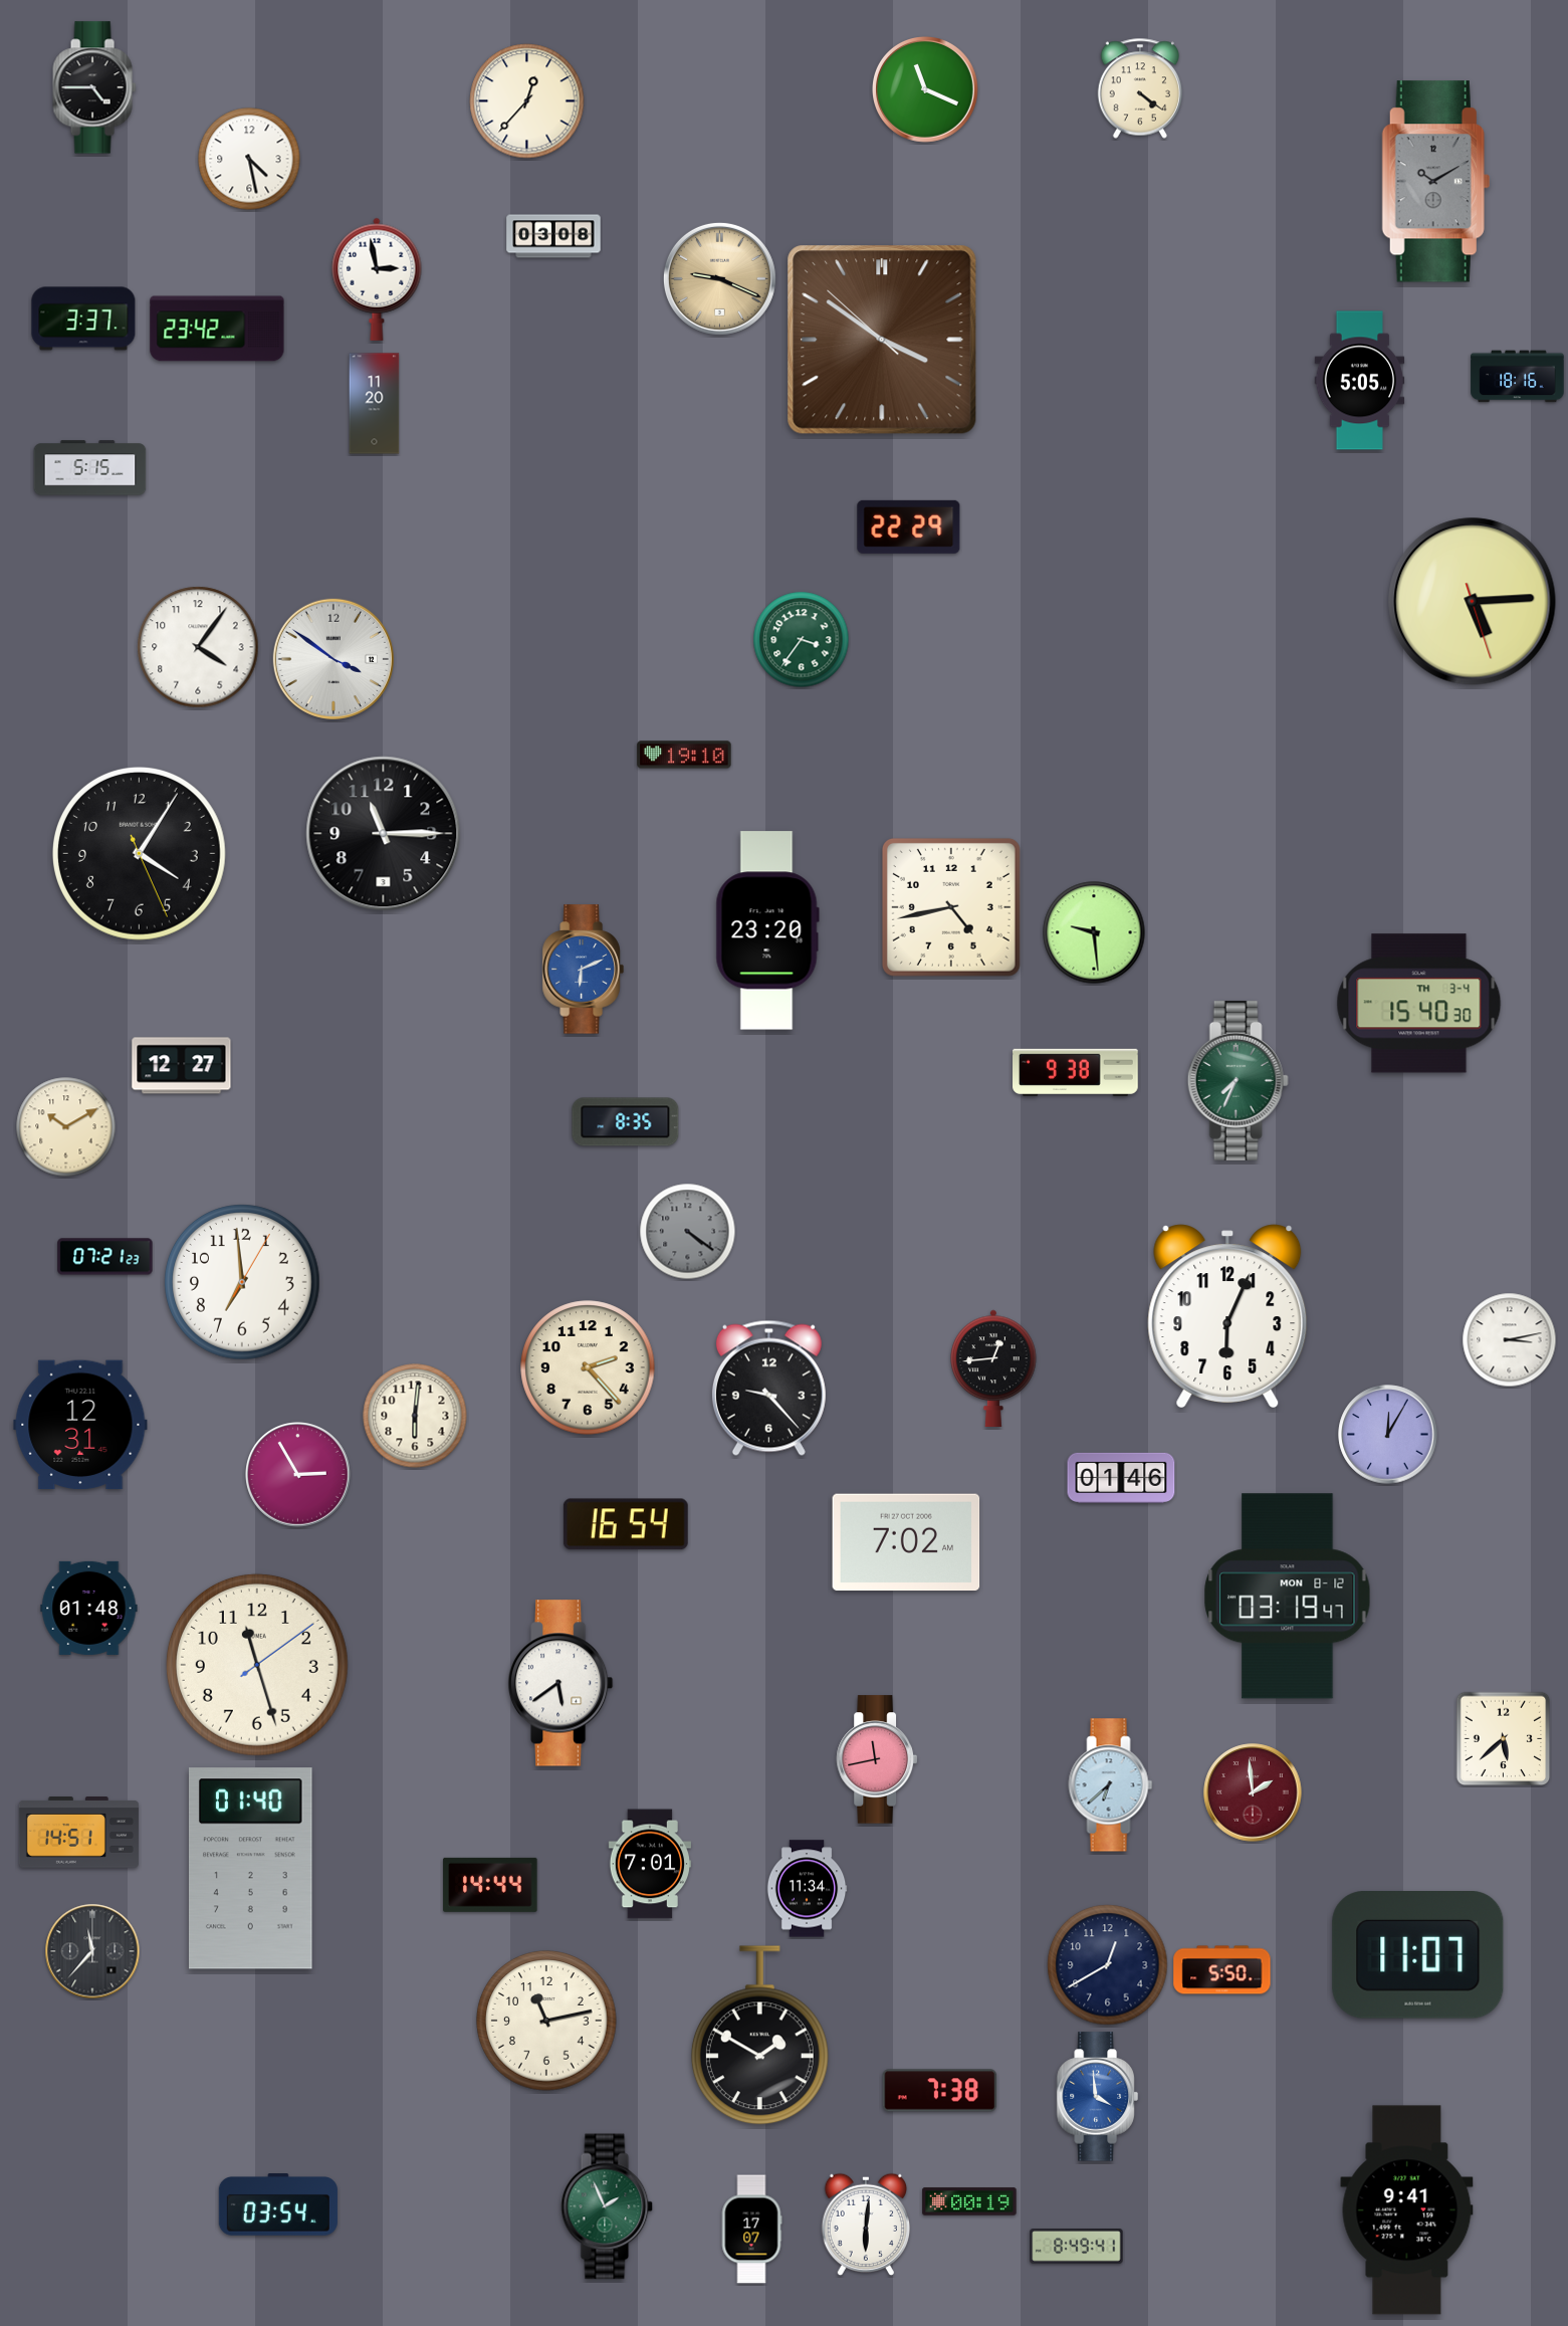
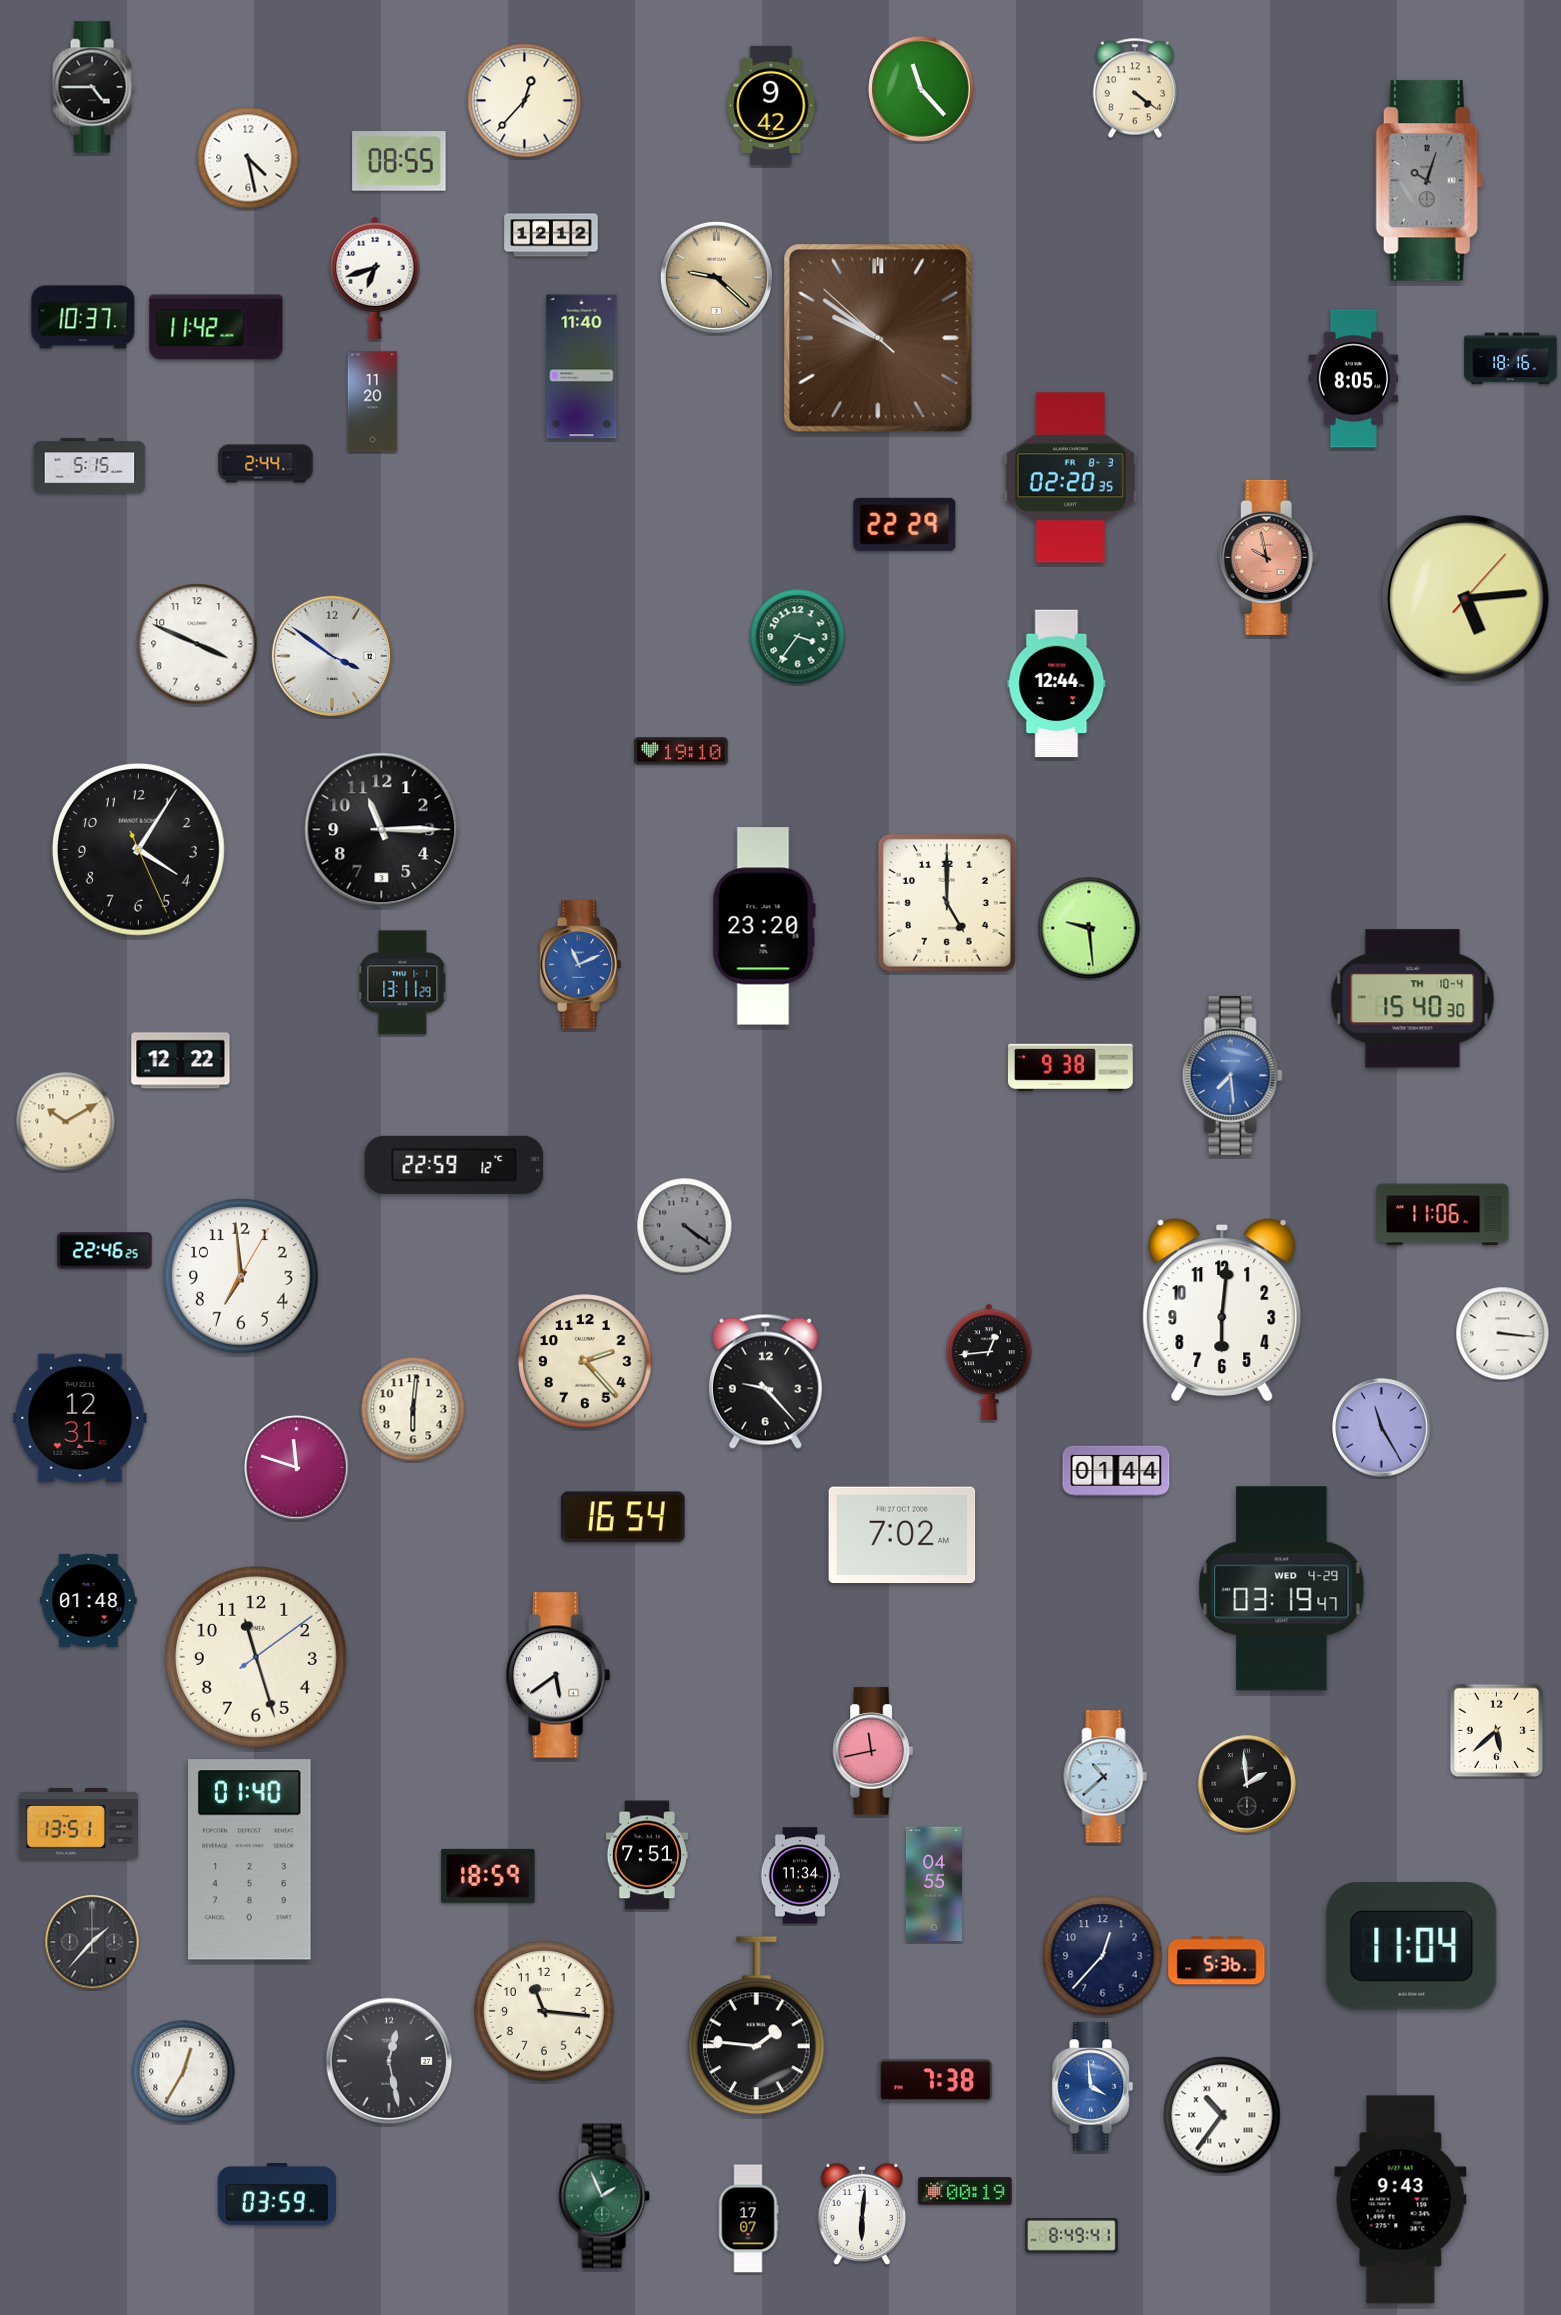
clock at (926, 90): 11:19 -> 11:23
clock at (772, 105): none -> 9:42
clock at (399, 161): none -> 08:55
clock at (1435, 182): 10:10 -> 10:03
clock at (553, 236): 03:08 -> 12:12
clock at (719, 278): 9:19 -> 9:22
clock at (377, 279): 2:58 -> 6:42
clock at (83, 319): 3:37 -> 10:37
clock at (217, 329): 23:42 -> 11:42
clock at (882, 340): 3:50 -> 9:50
clock at (582, 367): none -> 11:40
clock at (1518, 377) position: (1518, 377) -> (1511, 359)
clock at (1360, 381): 5:05 -> 8:05
clock at (266, 464): none -> 2:44
clock at (1070, 478): none -> 02:20
clock at (1268, 557): none -> 9:58
clock at (1473, 602): 5:14:27 -> 5:14:07
clock at (198, 647): 4:06 -> 3:49
clock at (1057, 684): none -> 12:44
clock at (951, 907): 4:43 -> 5:00
clock at (583, 970): 6:11 -> 11:11
clock at (403, 983): none -> 13:11
clock at (1419, 1004) date: TH 3-4 -> TH 10-4
clock at (182, 1066): 12:27 -> 12:22
clock at (1238, 1080): 7:34 -> 7:29
clock at (1238, 1080) dial: green -> blue
clock at (626, 1122): 8:35 -> none
clock at (454, 1165): none -> 22:59
clock at (1443, 1215): none -> 11:06
clock at (105, 1257): 07:21 -> 22:46
clock at (1227, 1316): 6:04 -> 6:01
clock at (1510, 1340): 3:13 -> 3:16
clock at (1388, 1435): 12:05 -> 11:25
clock at (298, 1475): 2:55 -> 11:48
clock at (1121, 1478): 01:46 -> 01:44
clock at (1288, 1597) date: MON 8-12 -> WED 4-29
clock at (1111, 1785): 6:38 -> 10:38
clock at (1253, 1792) dial: burgundy -> black
clock at (78, 1833): 14:51 -> 13:51
clock at (649, 1864): 7:01 -> 7:51
clock at (490, 1885): 14:44 -> 18:59
clock at (807, 1889) position: (807, 1889) -> (800, 1876)
clock at (934, 1884): none -> 04:55
clock at (92, 1951): 11:37 -> 1:37
clock at (1418, 1955): 11:07 -> 11:04
clock at (1108, 1965): 12:40 -> 12:37
clock at (1222, 1970): 5:50 -> 5:36
clock at (546, 2021): 11:13 -> 11:16
clock at (759, 2036): 1:50 -> 1:46
clock at (389, 2061): none -> 12:28
clock at (184, 2072): none -> 12:35
clock at (1222, 2115): none -> 10:36
clock at (278, 2204): 03:54 -> 03:59
clock at (1407, 2210): 9:41 -> 9:43
